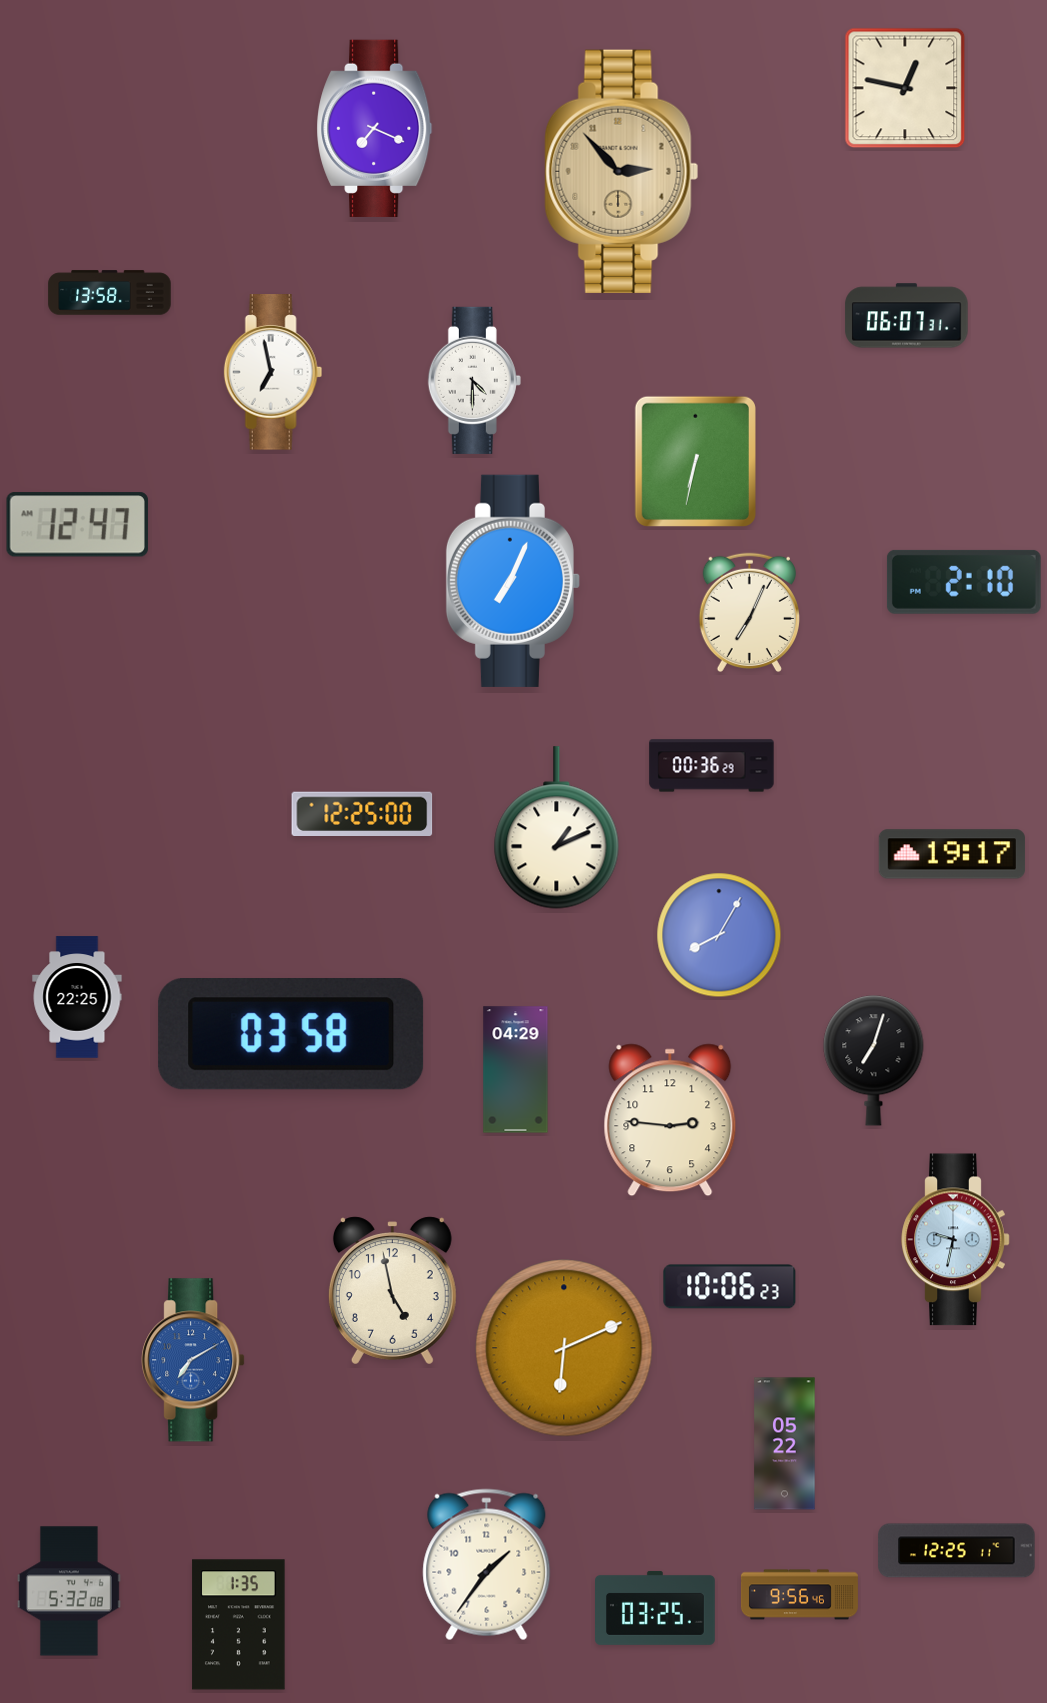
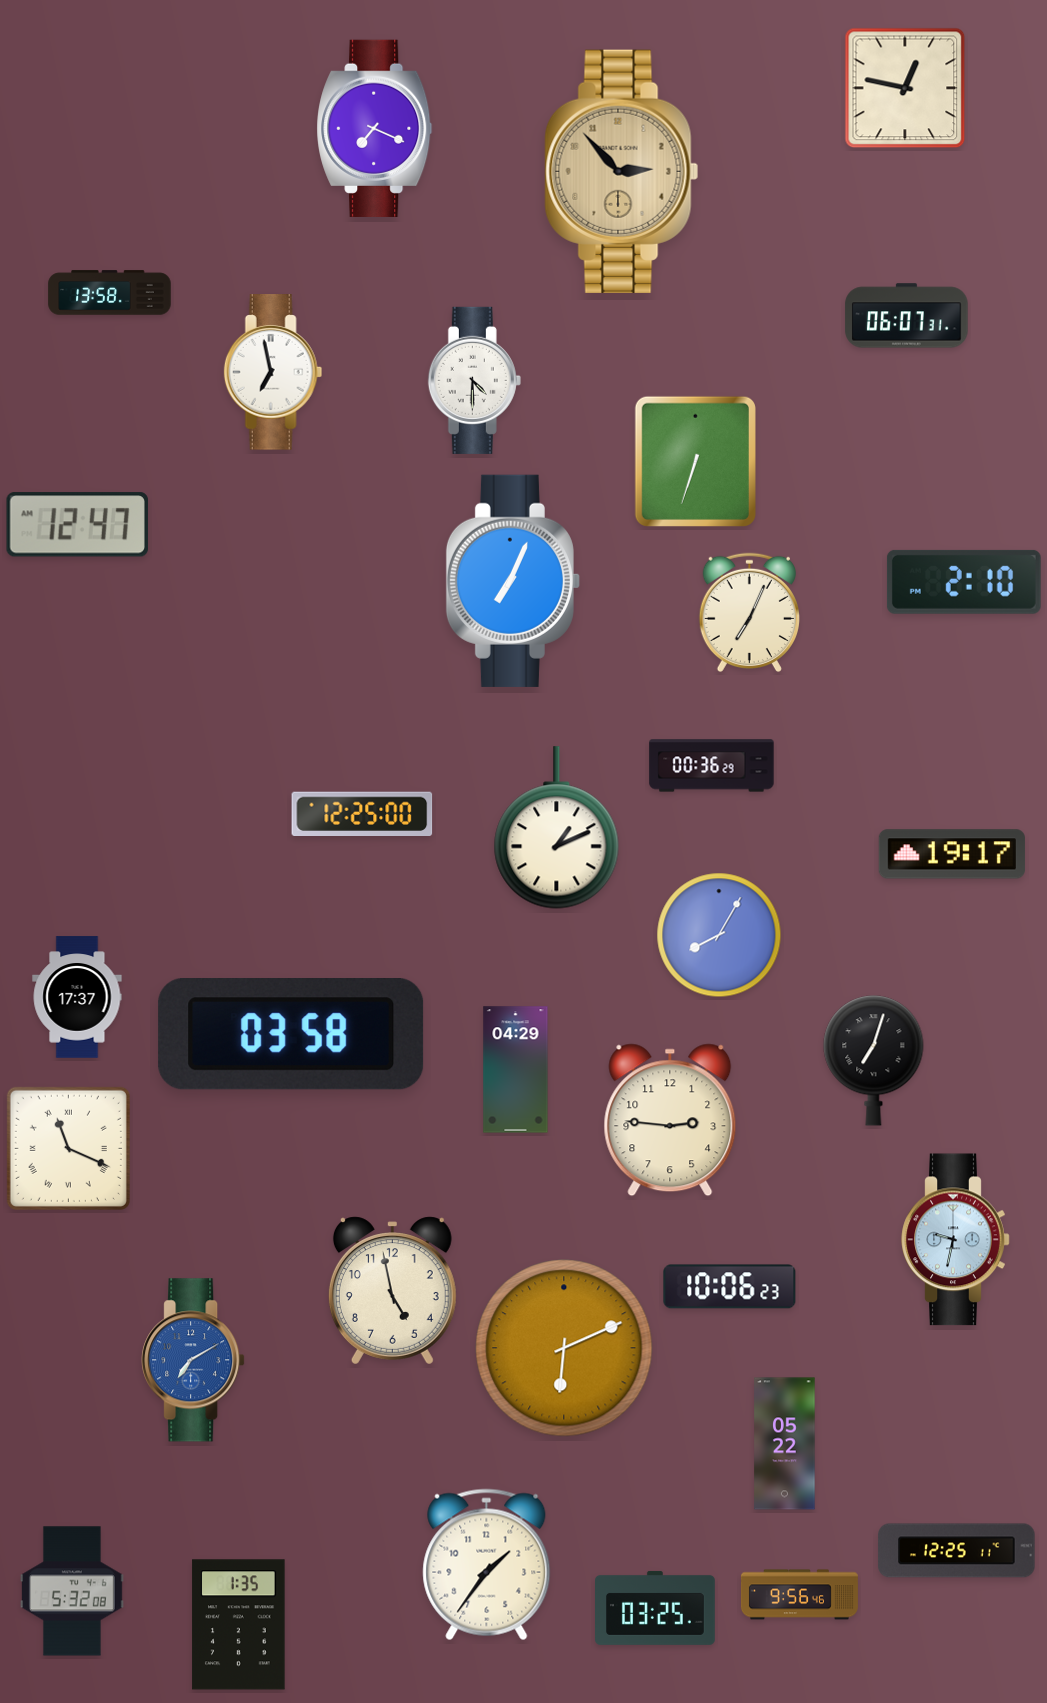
clock at (695, 461): 6:32 -> 6:33
clock at (77, 997): 22:25 -> 17:37
clock at (68, 1148): none -> 11:19
clock at (70, 1591) position: (70, 1591) -> (73, 1591)
